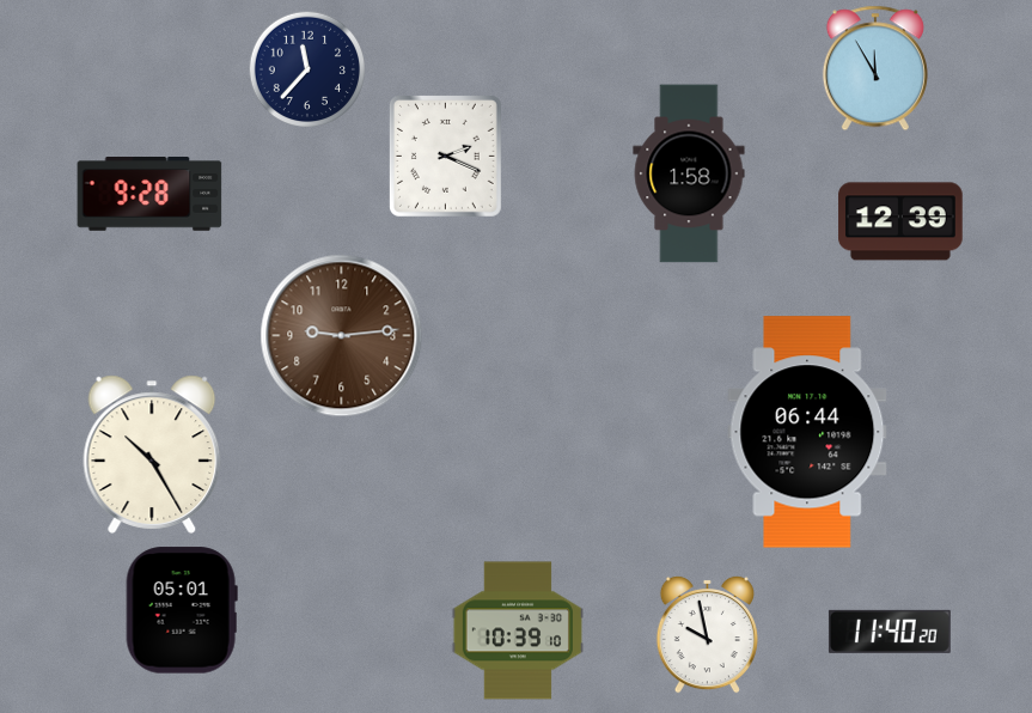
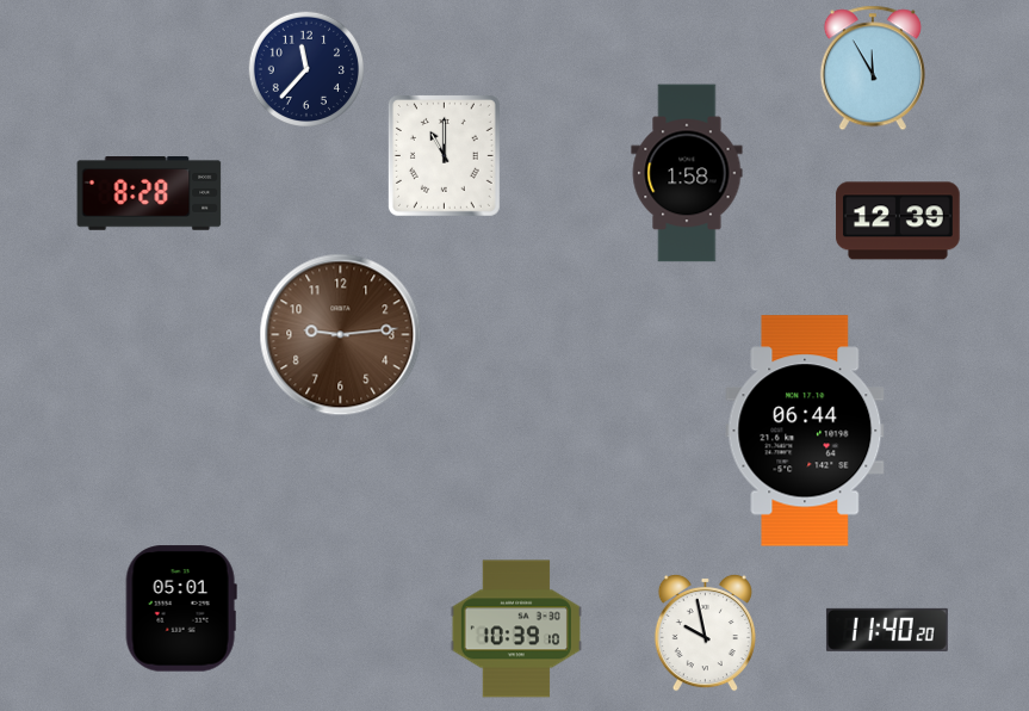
clock at (445, 156): 2:19 -> 11:00
clock at (149, 195): 9:28 -> 8:28
clock at (152, 455): 10:25 -> none
